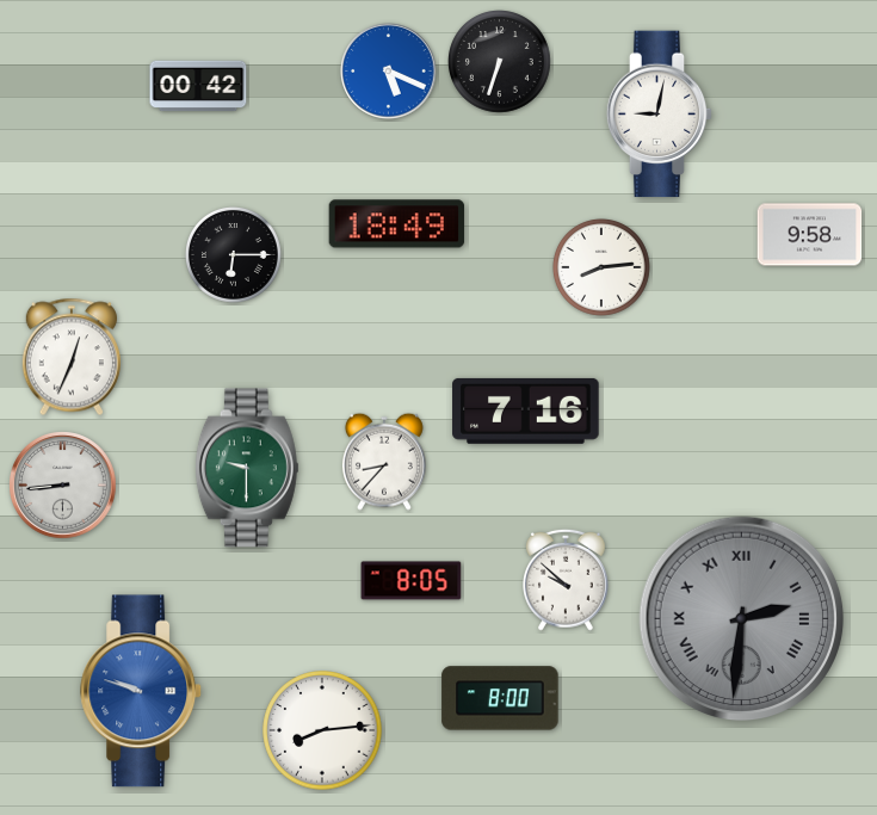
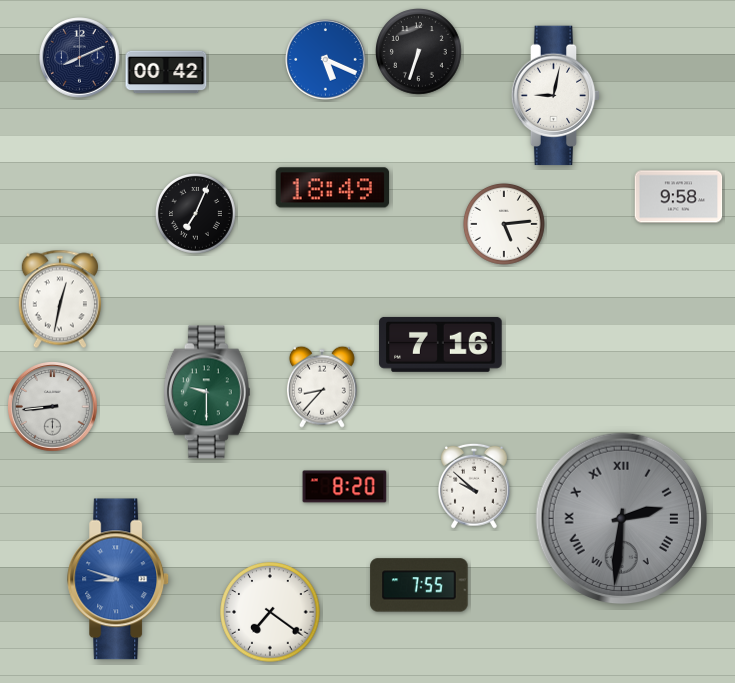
clock at (80, 58): none -> 8:11
clock at (660, 115) position: (660, 115) -> (556, 96)
clock at (233, 254): 6:15 -> 7:04
clock at (601, 267): 8:14 -> 5:14
clock at (72, 357): 12:34 -> 12:32
clock at (412, 581): 8:05 -> 8:20
clock at (142, 691): 9:48 -> 8:48
clock at (500, 698): 8:00 -> 7:55
clock at (322, 730): 8:14 -> 7:21
